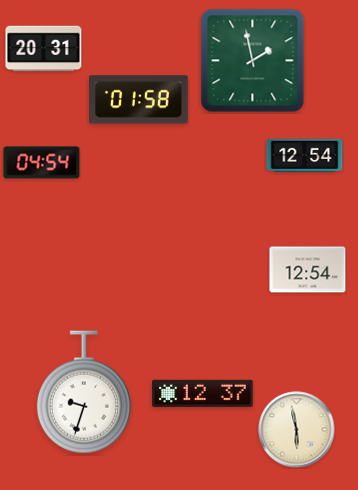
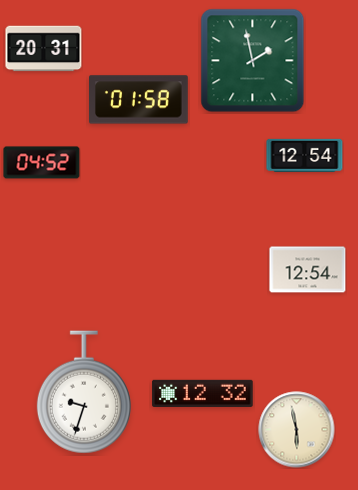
clock at (42, 163): 04:54 -> 04:52
clock at (203, 393): 12:37 -> 12:32
